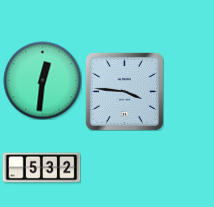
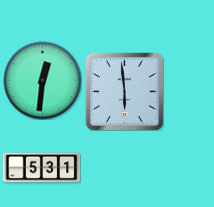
clock at (124, 91): 3:46 -> 5:59
clock at (41, 168): 5:32 -> 5:31
